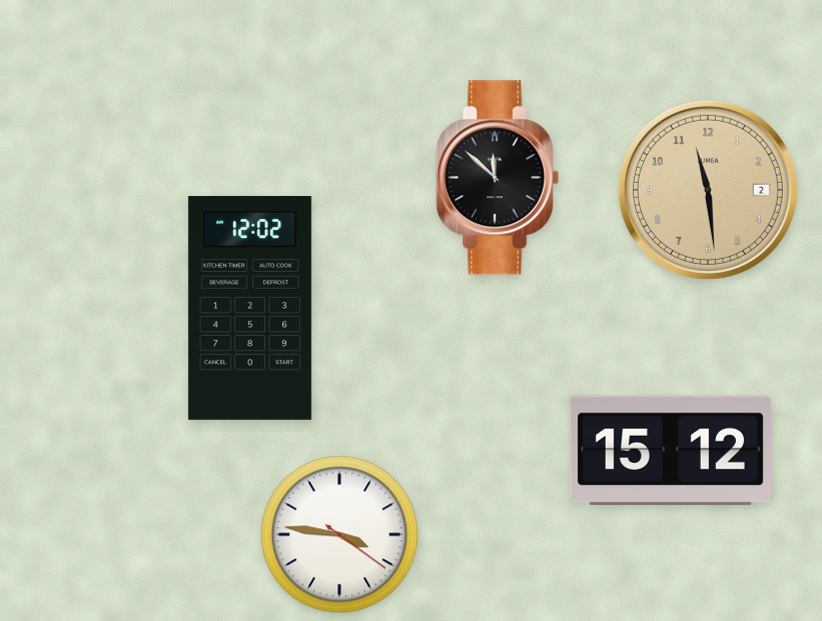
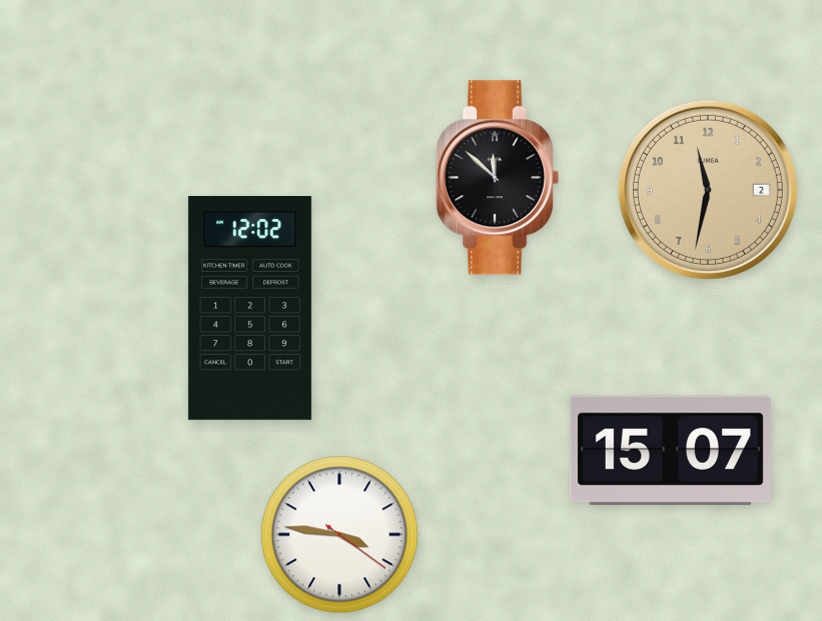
clock at (708, 190): 11:29 -> 11:32
clock at (670, 450): 15:12 -> 15:07
